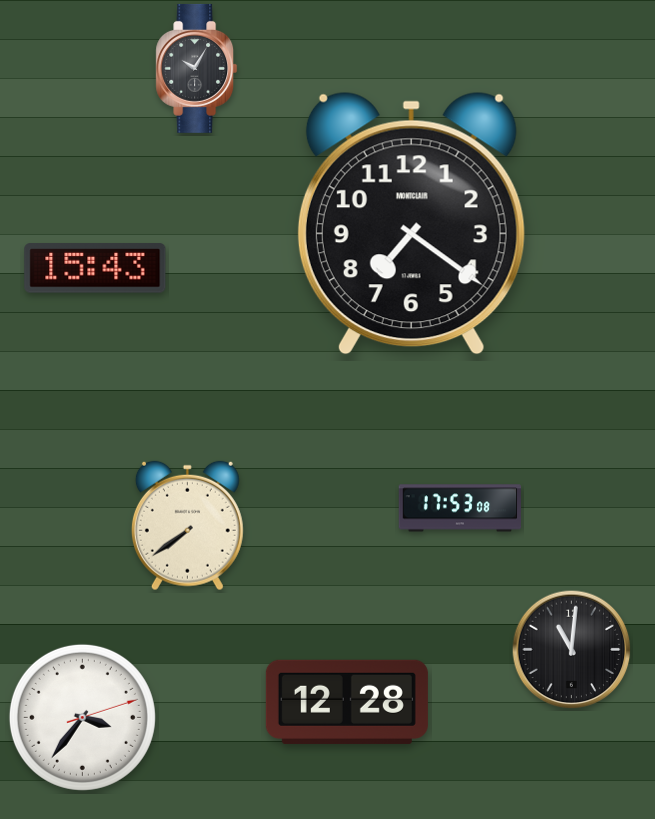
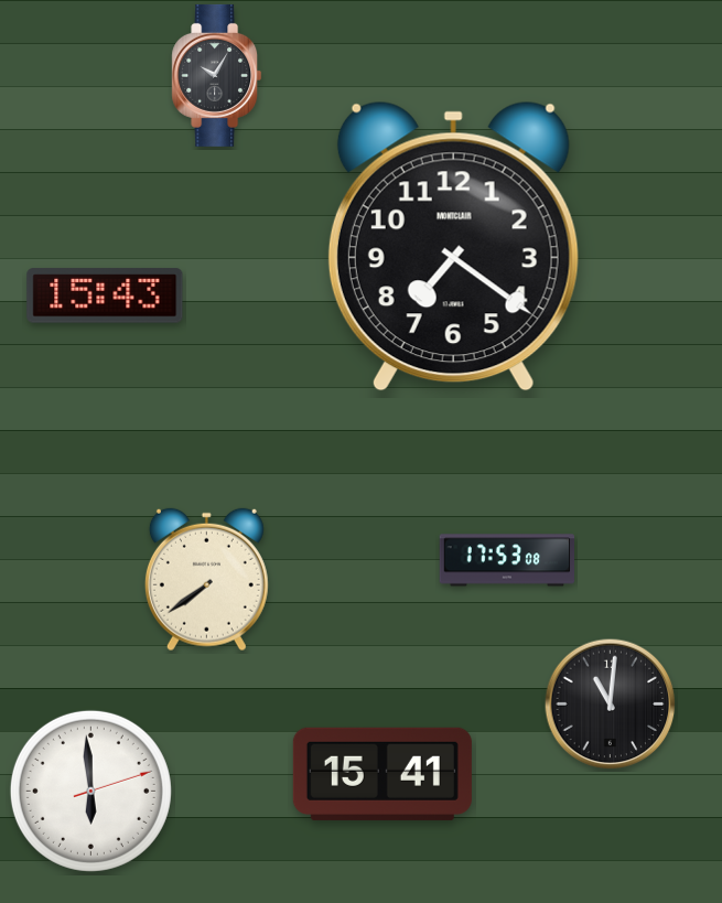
clock at (572, 650) position: (572, 650) -> (611, 705)
clock at (347, 702): 12:28 -> 15:41
clock at (82, 717): 3:36 -> 5:59
